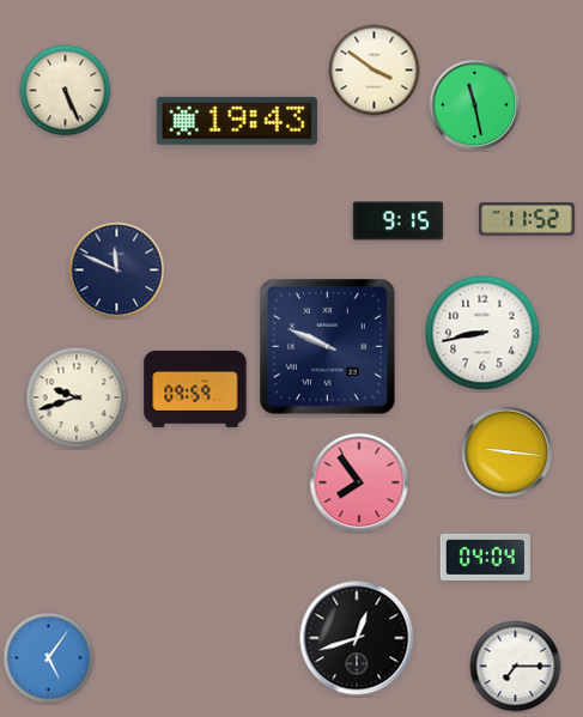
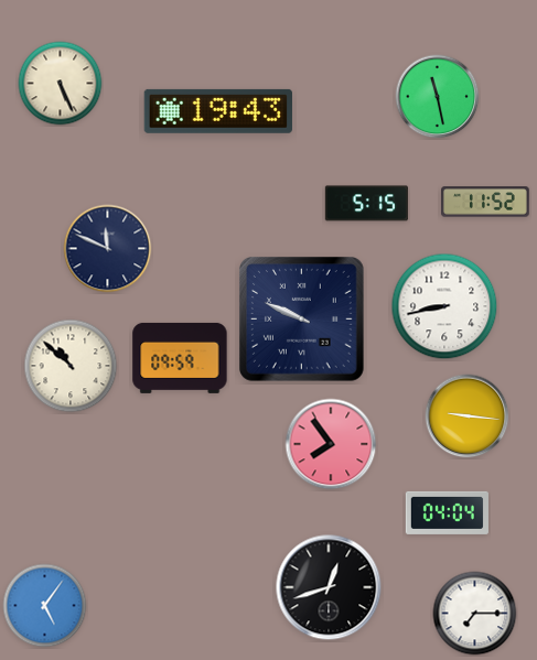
clock at (375, 71): 3:51 -> none
clock at (397, 221): 9:15 -> 5:15
clock at (77, 397): 9:42 -> 10:52
